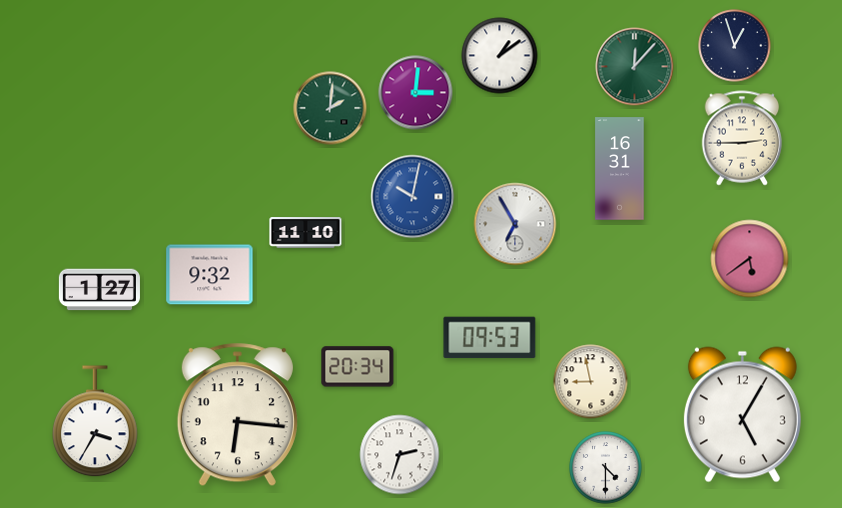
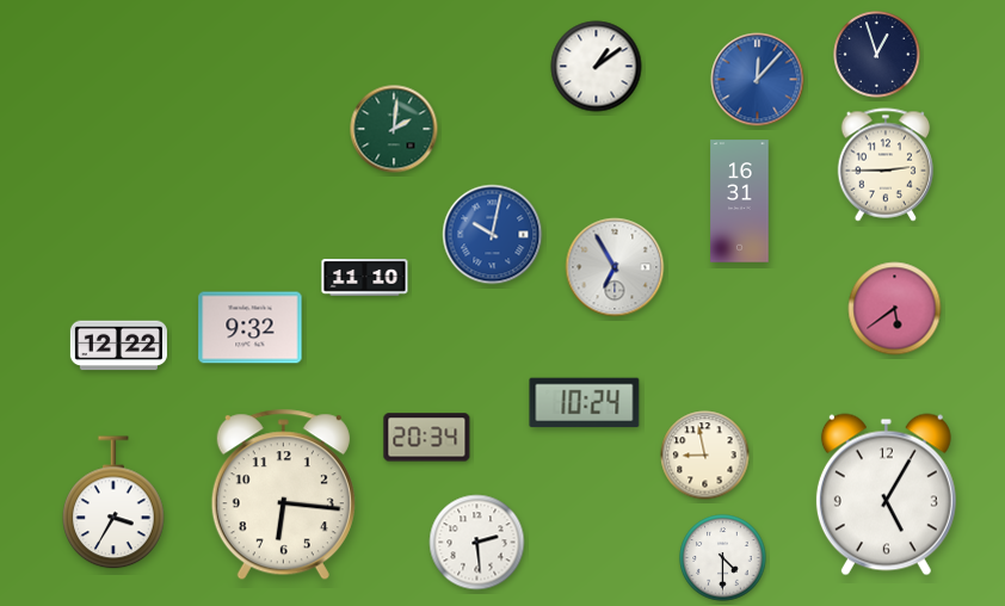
clock at (635, 67) dial: green -> blue
clock at (416, 93): 3:01 -> none
clock at (99, 290): 1:27 -> 12:22
clock at (490, 338): 09:53 -> 10:24
clock at (400, 455): 2:33 -> 2:29
